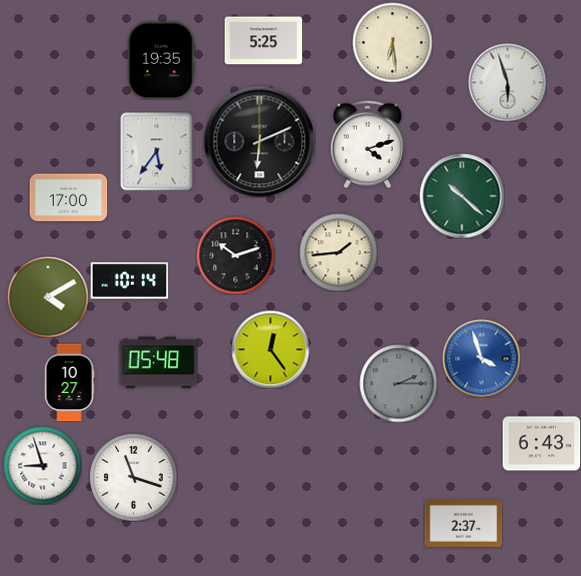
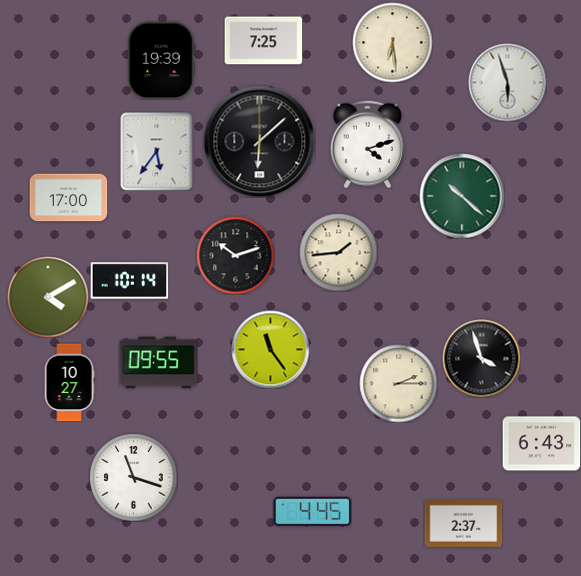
clock at (263, 41): 5:25 -> 7:25
clock at (162, 60): 19:35 -> 19:39
clock at (259, 141): 6:11 -> 6:08
clock at (270, 349): 12:24 -> 11:24
clock at (481, 358) dial: blue -> black
clock at (158, 363): 05:48 -> 09:55
clock at (398, 383) dial: grey -> cream
clock at (42, 465): 8:57 -> none
clock at (312, 512): none -> 4:45
